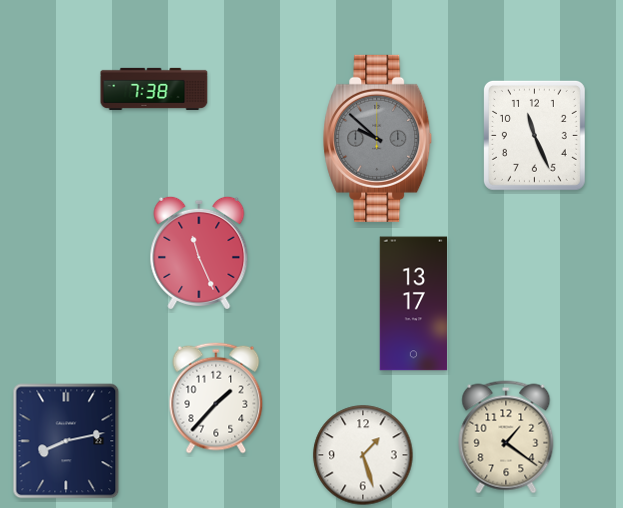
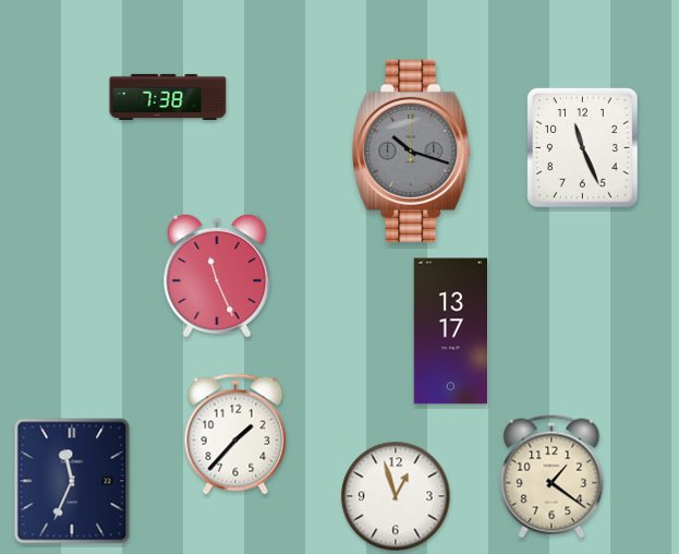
clock at (378, 138): 9:52 -> 10:18
clock at (66, 441): 8:13 -> 11:34
clock at (363, 455): 1:27 -> 12:57
